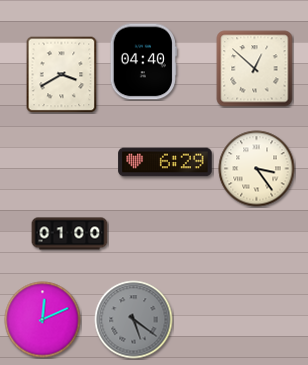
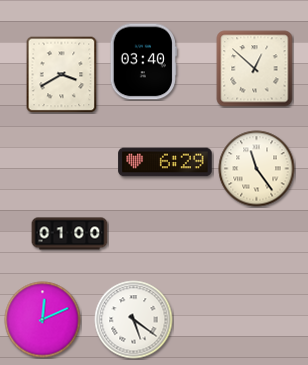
clock at (143, 62): 04:40 -> 03:40
clock at (257, 169): 3:24 -> 11:24
clock at (134, 320) dial: grey -> white
